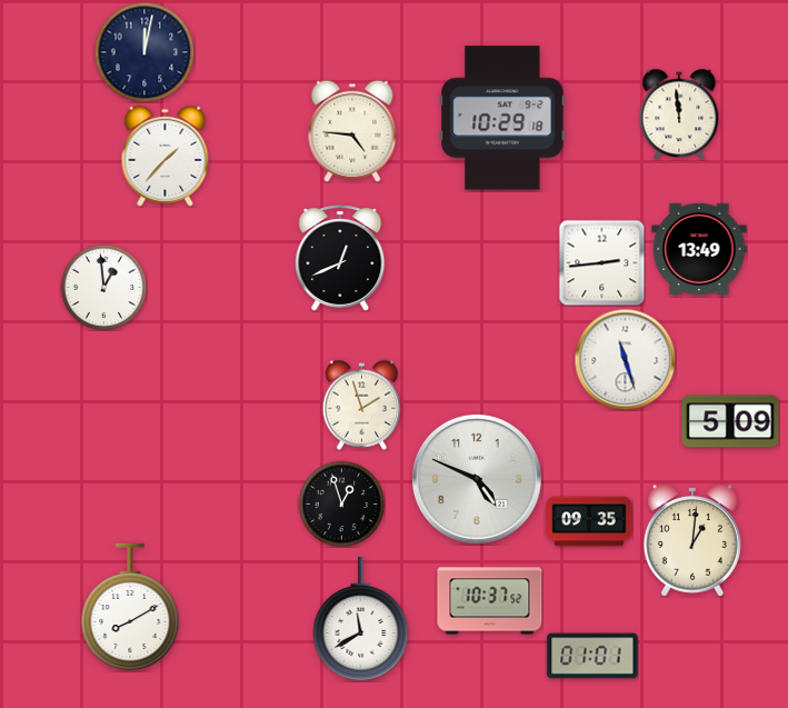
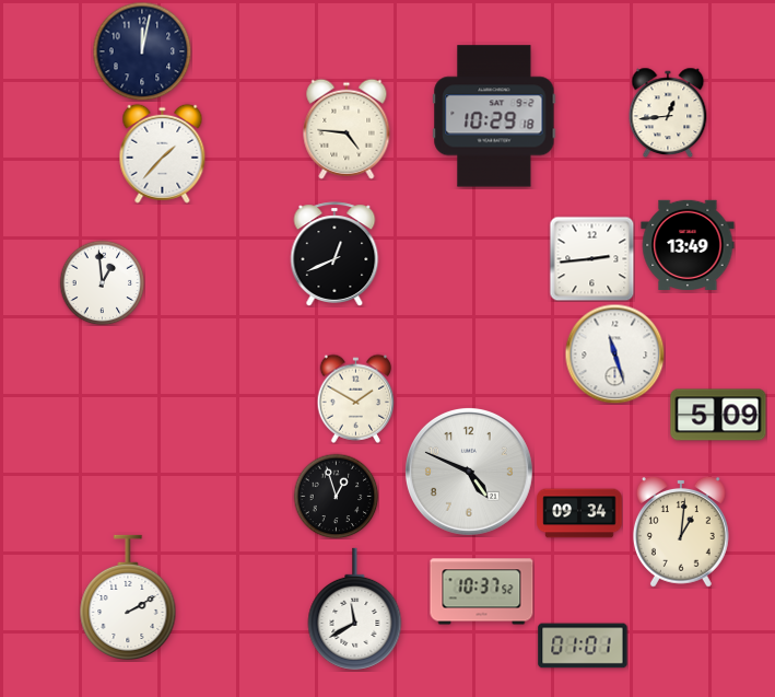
clock at (679, 114): 11:59 -> 12:44
clock at (362, 405): 1:57 -> 1:50
clock at (589, 521): 09:35 -> 09:34
clock at (130, 606): 8:10 -> 2:10
